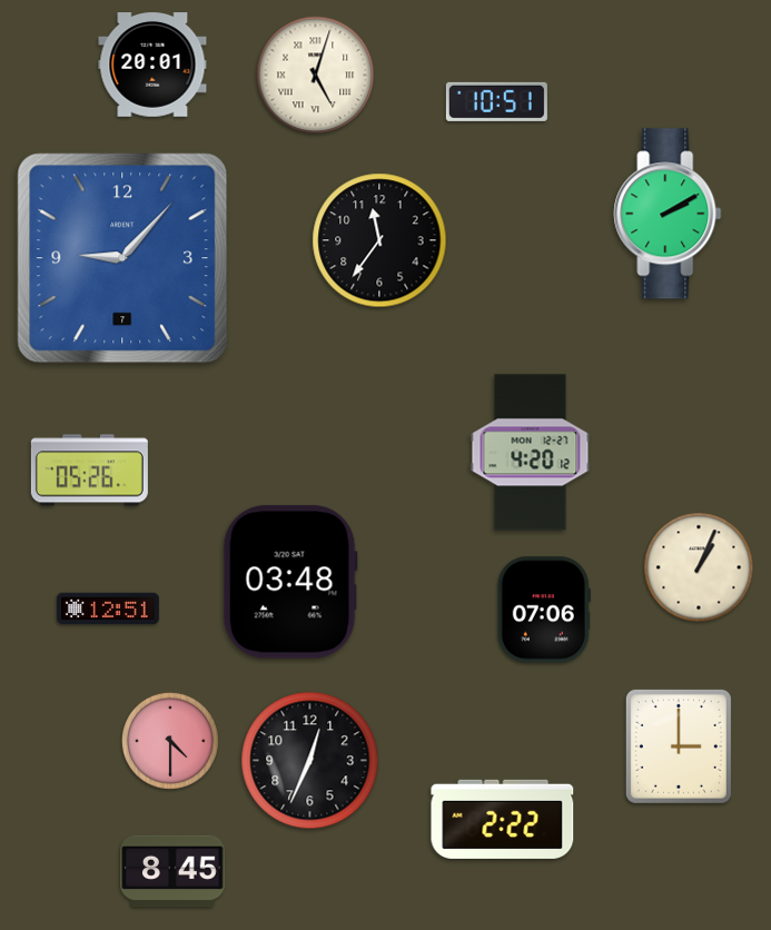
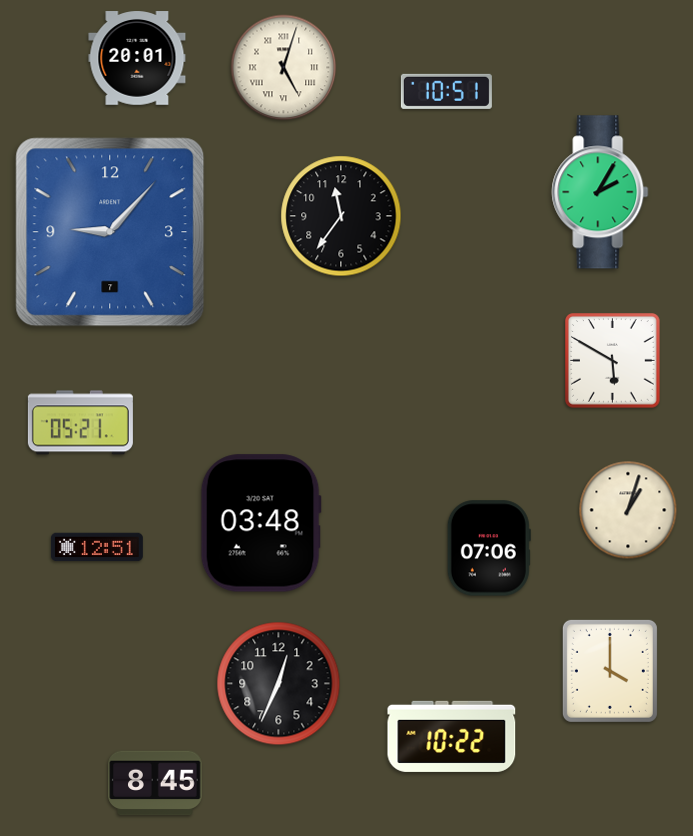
clock at (668, 214): 2:10 -> 2:05
clock at (613, 361): none -> 5:50
clock at (531, 453): 4:20 -> none
clock at (89, 471): 05:26 -> 05:21
clock at (699, 567): 1:04 -> 1:03
clock at (170, 741): 4:30 -> none
clock at (679, 746): 3:00 -> 4:00
clock at (503, 819): 2:22 -> 10:22
